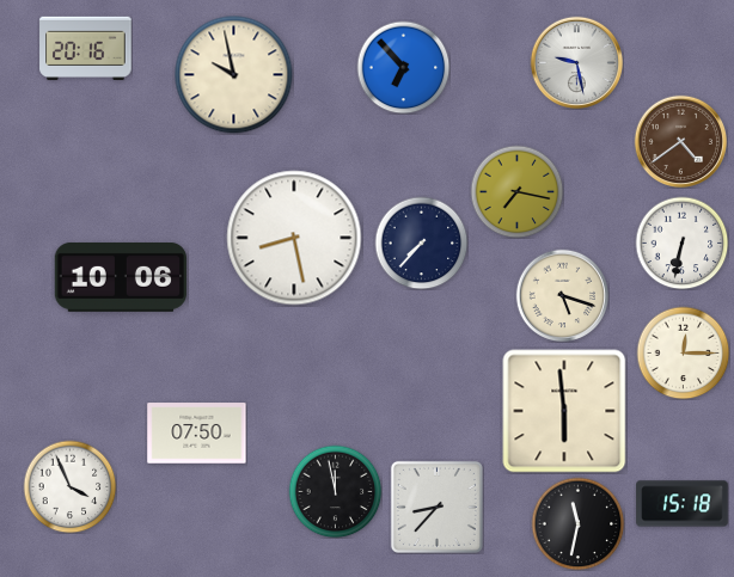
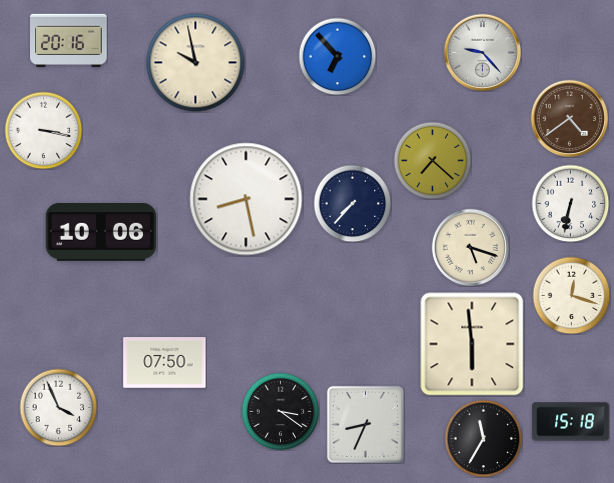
clock at (86, 48) position: (86, 48) -> (69, 40)
clock at (576, 62): 9:28 -> 9:23
clock at (43, 130): none -> 3:17
clock at (516, 191): 7:17 -> 7:22
clock at (683, 352): 12:15 -> 12:18
clock at (335, 491): 11:58 -> 3:21
clock at (436, 507): 8:37 -> 8:34
clock at (577, 523): 11:32 -> 11:35
